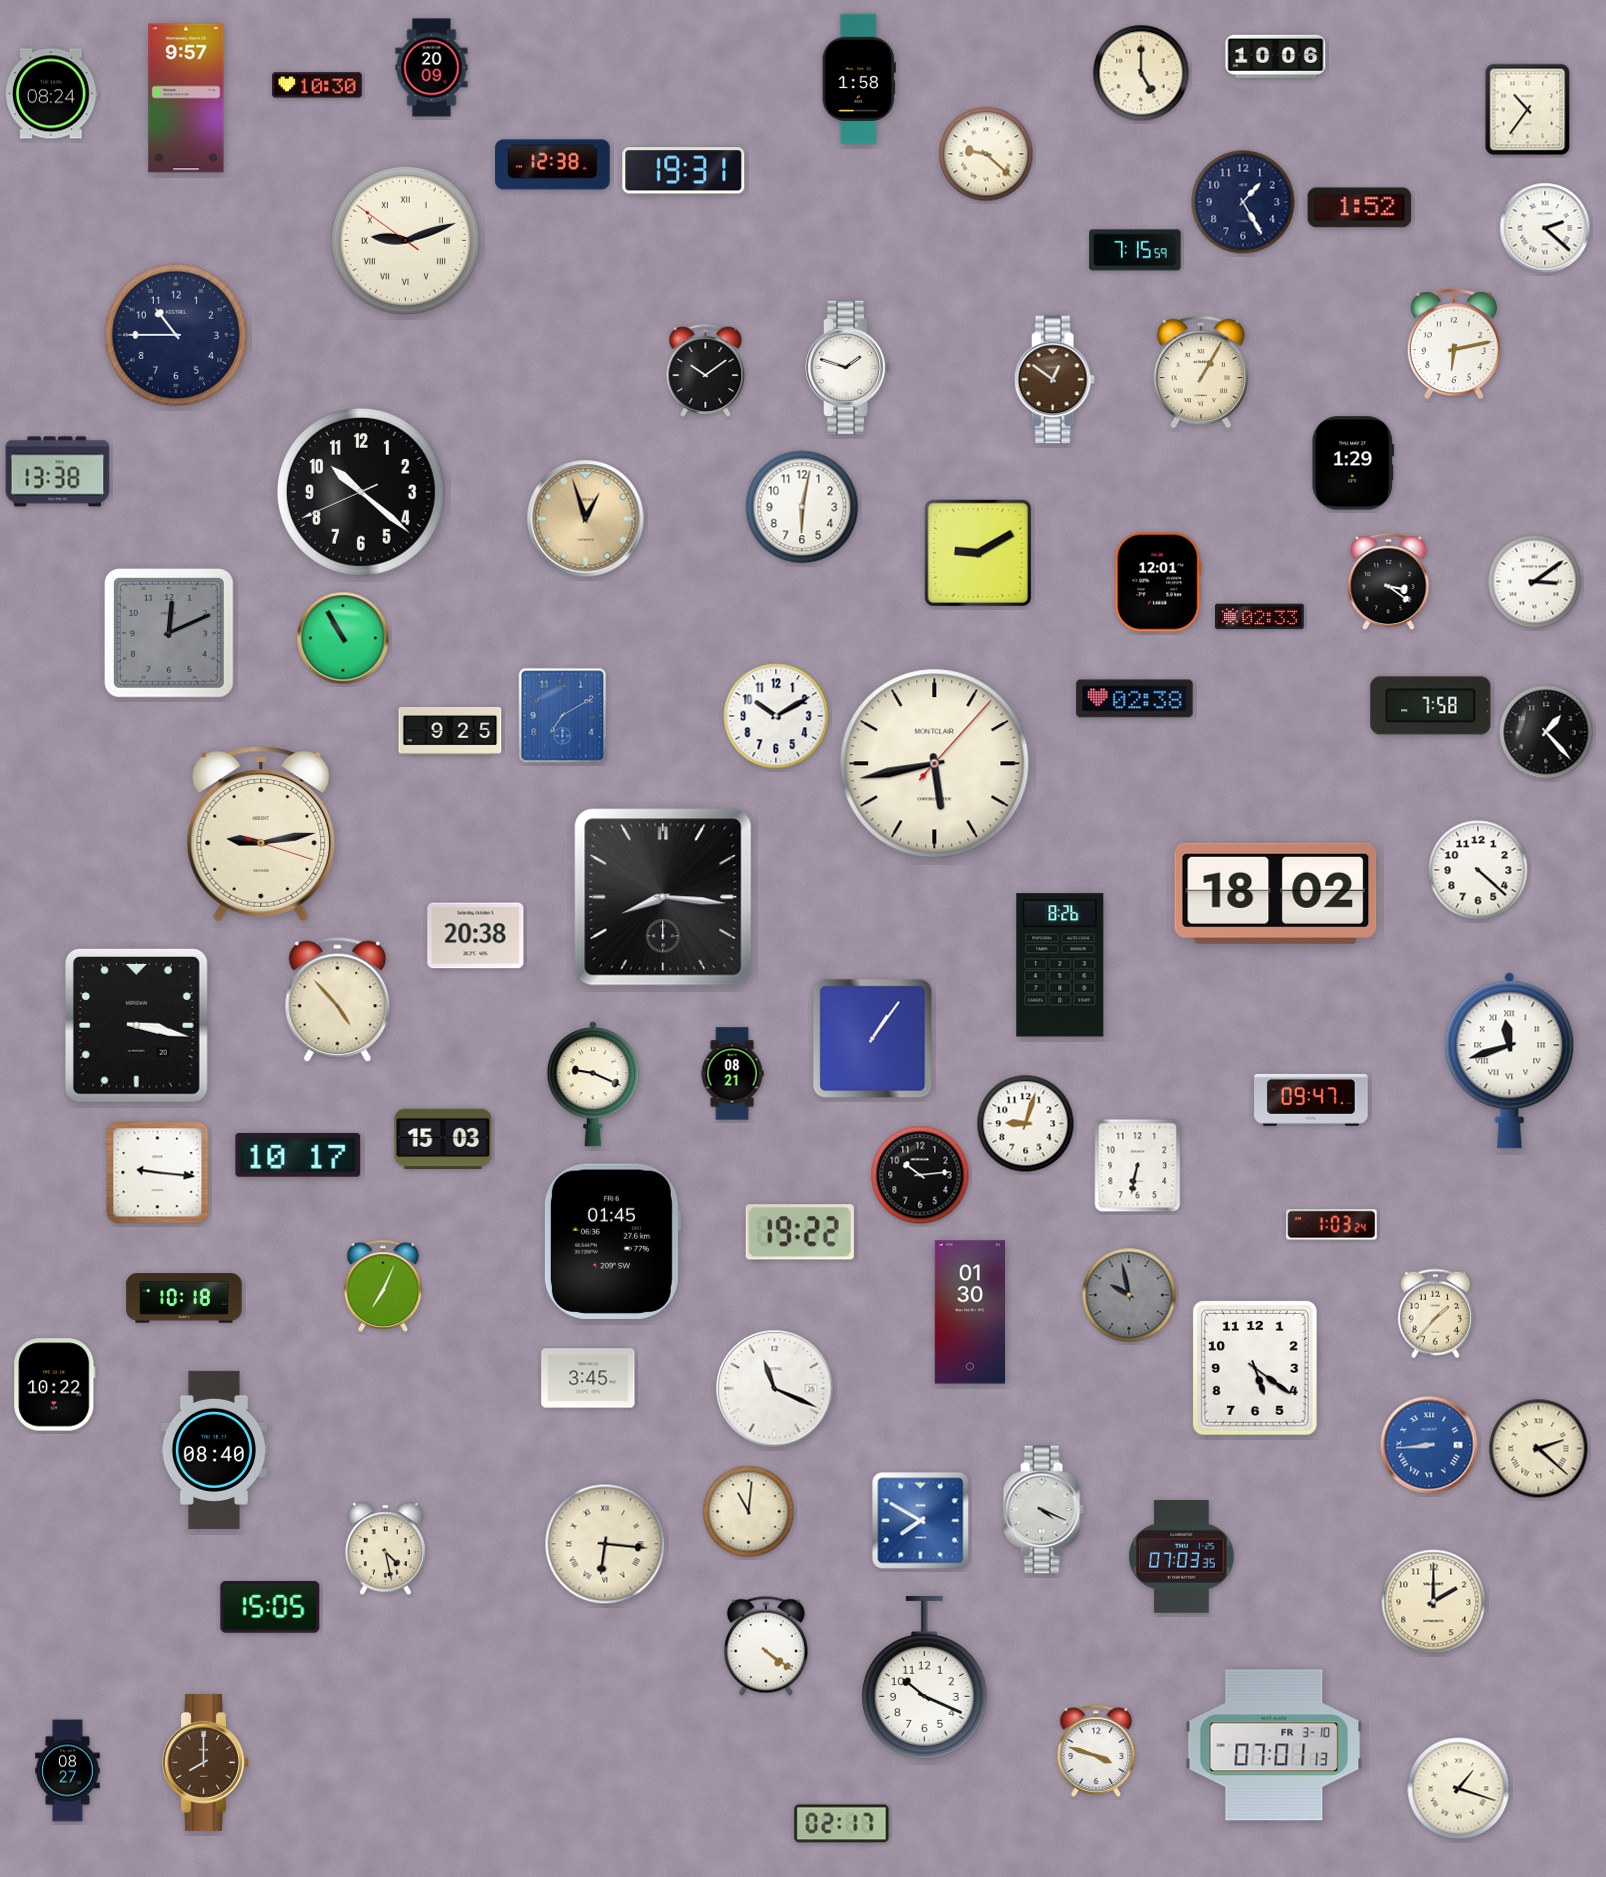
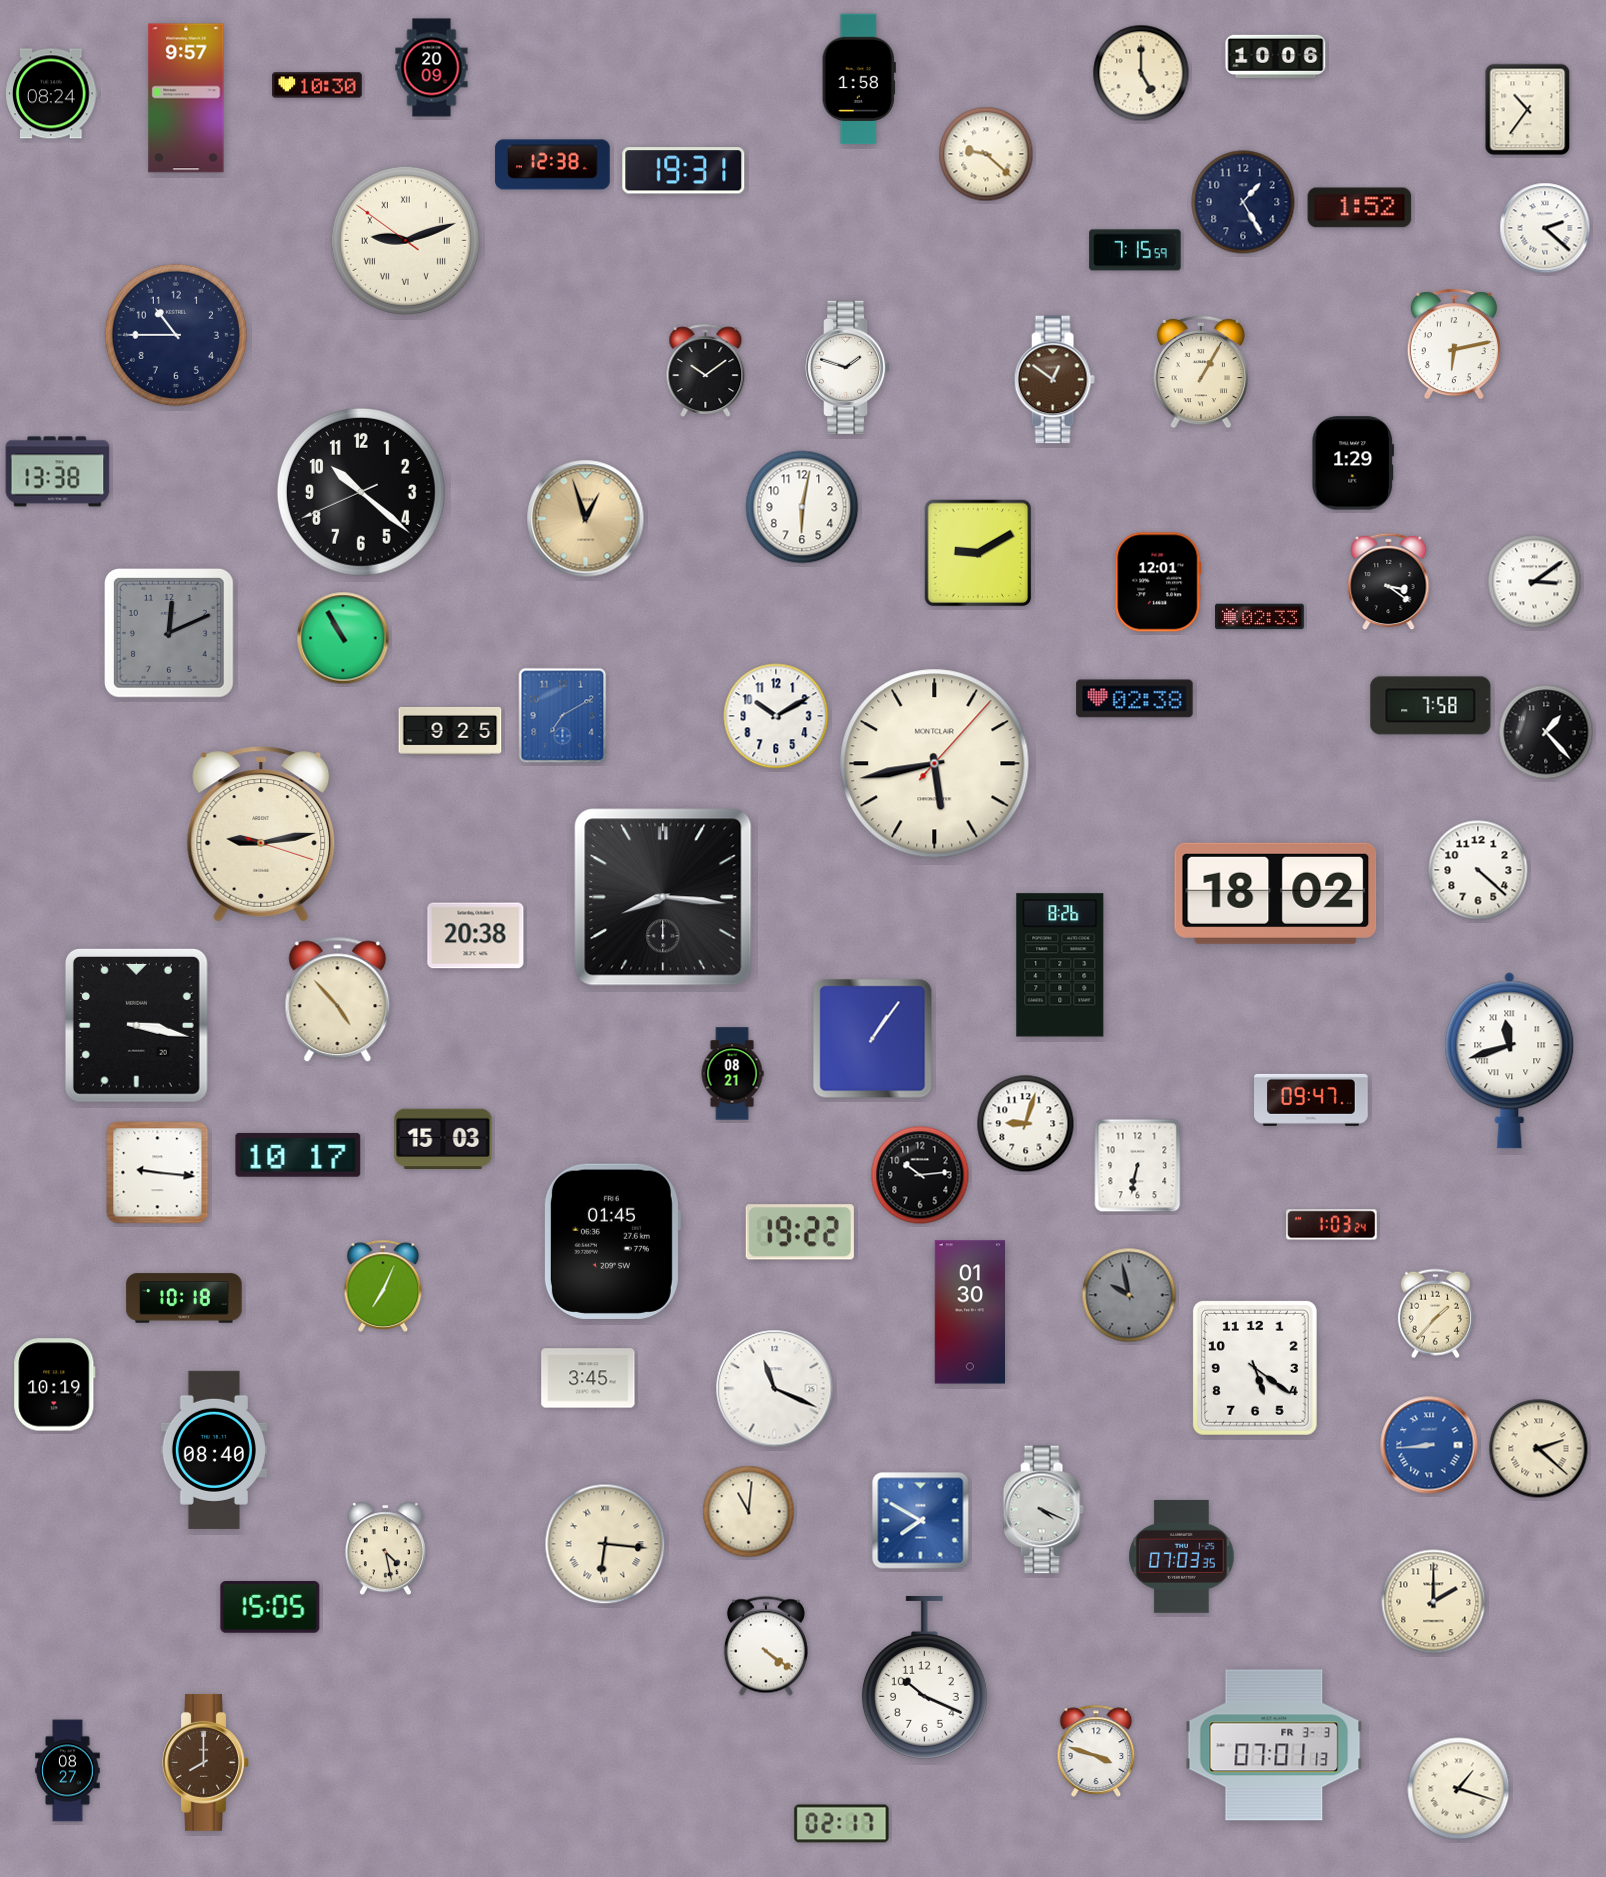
clock at (593, 1085): 9:19 -> none
clock at (55, 1385): 10:22 -> 10:19
clock at (1274, 1745) date: FR 3-10 -> FR 3-3
